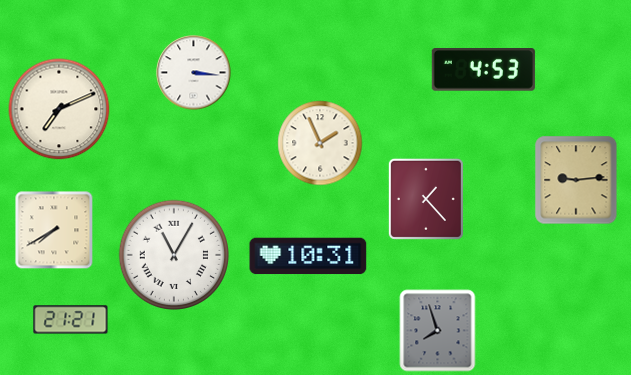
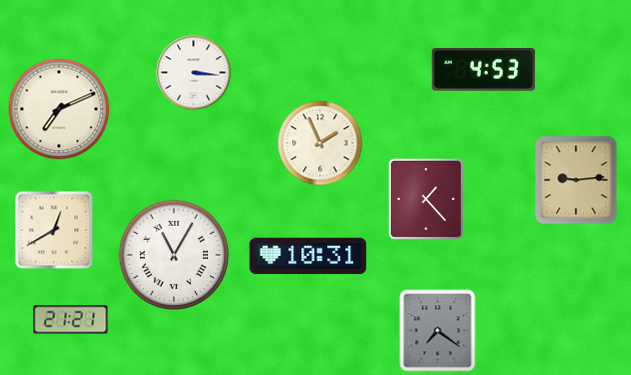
clock at (54, 230): 7:40 -> 12:40
clock at (438, 331): 7:57 -> 7:21
